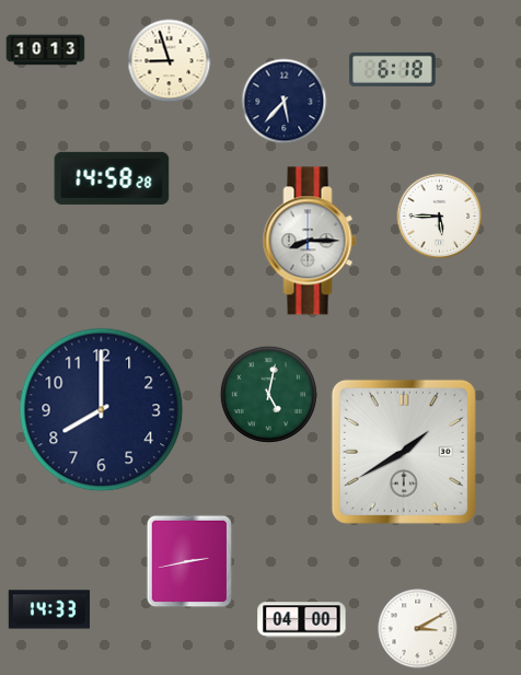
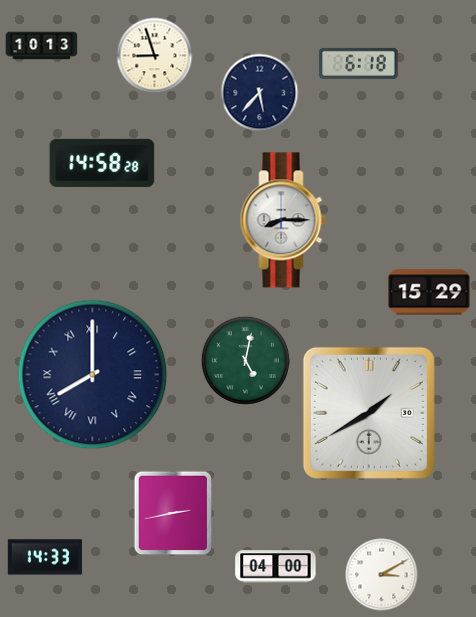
clock at (440, 217): 5:45 -> none
clock at (429, 292): none -> 15:29
clock at (102, 410) numerals: Arabic -> Roman
